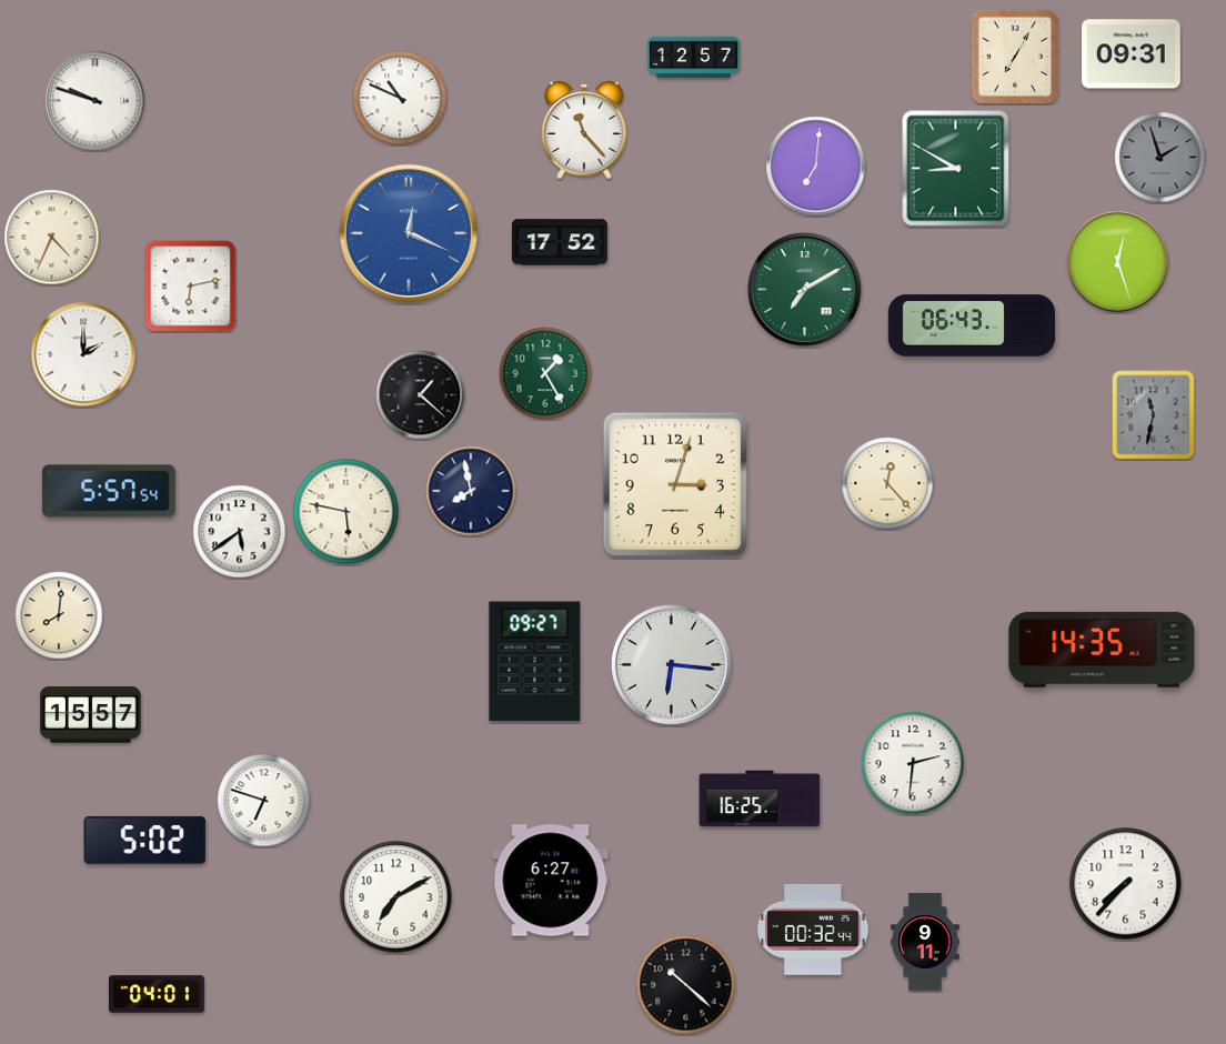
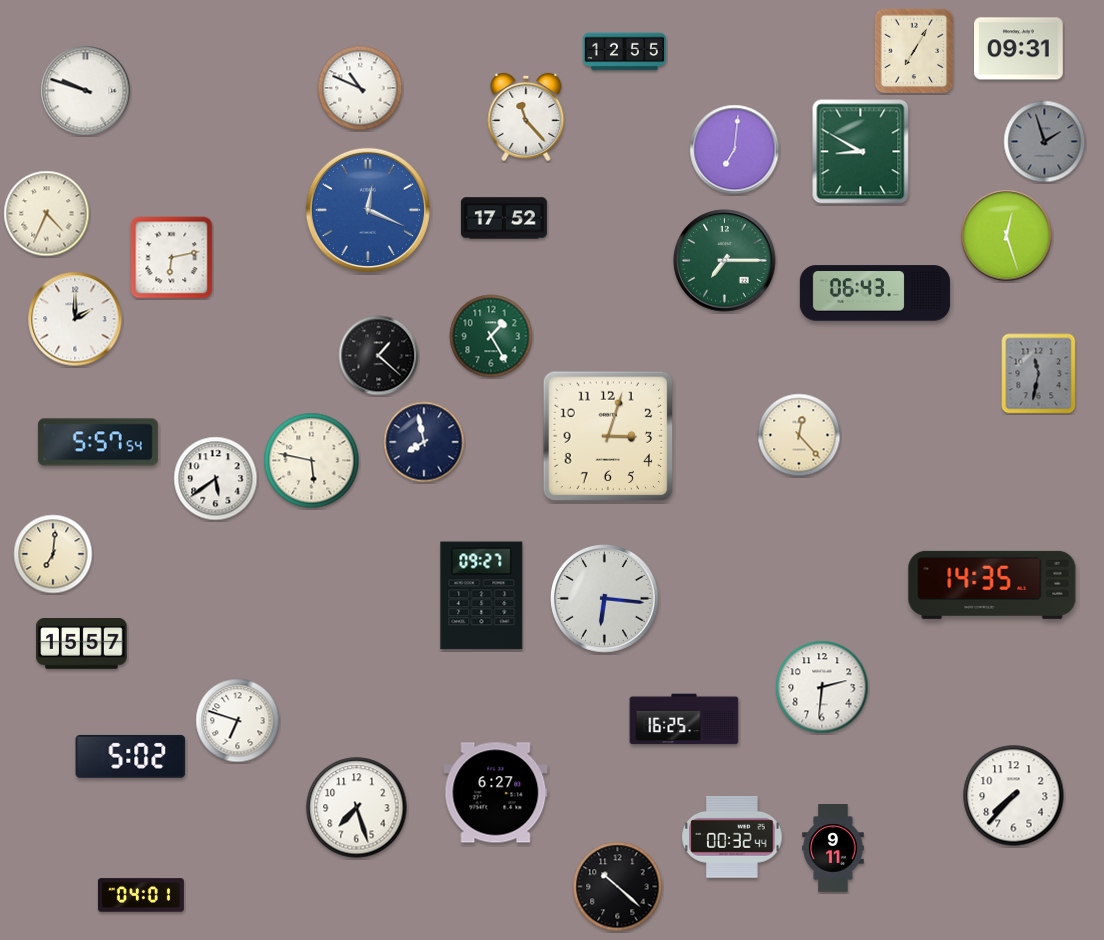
clock at (693, 58): 12:57 -> 12:55
clock at (805, 290): 7:10 -> 7:15
clock at (59, 615): 8:01 -> 7:01
clock at (396, 897): 7:10 -> 7:27
